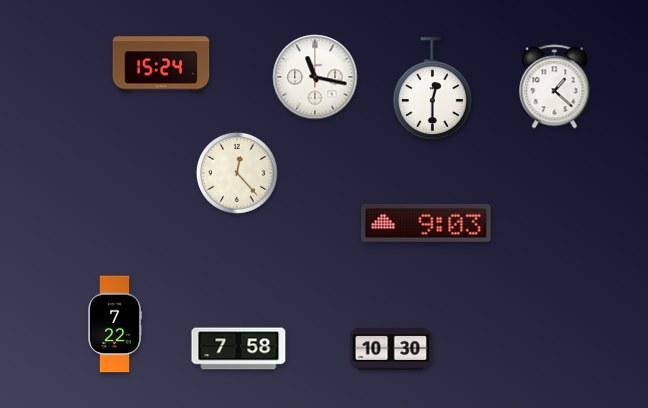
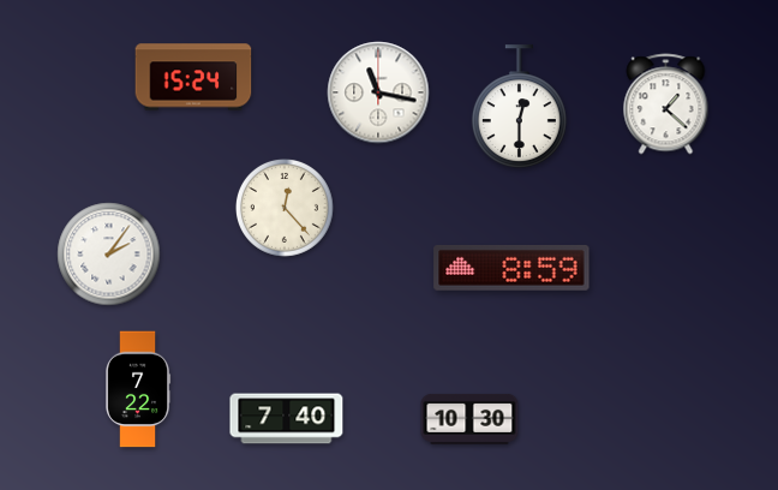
clock at (109, 255): none -> 2:06
clock at (426, 223): 9:03 -> 8:59
clock at (239, 349): 7:58 -> 7:40
